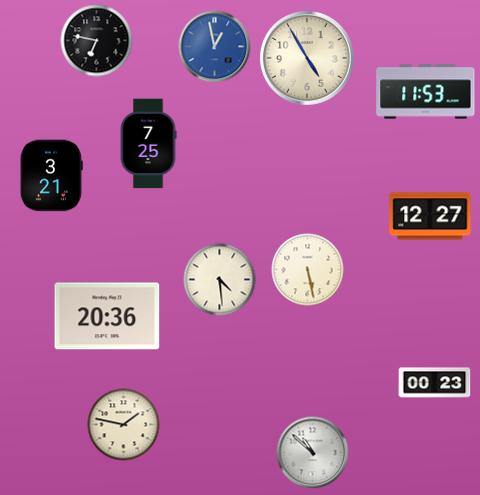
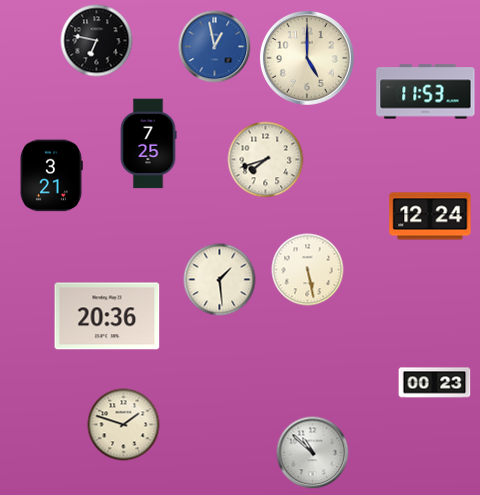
clock at (307, 58): 4:55 -> 5:00
clock at (266, 160): none -> 7:42
clock at (430, 216): 12:27 -> 12:24
clock at (220, 280): 4:29 -> 1:29
clock at (124, 425): 1:47 -> 1:48
